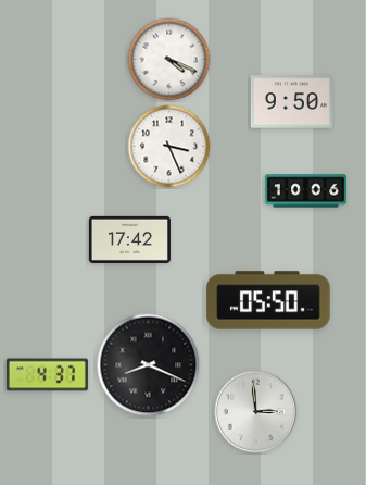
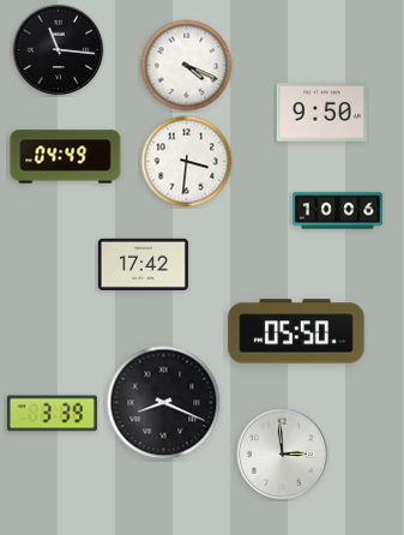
clock at (59, 50): none -> 11:16
clock at (66, 157): none -> 04:49
clock at (169, 147): 3:26 -> 3:31
clock at (47, 375): 4:37 -> 3:39
